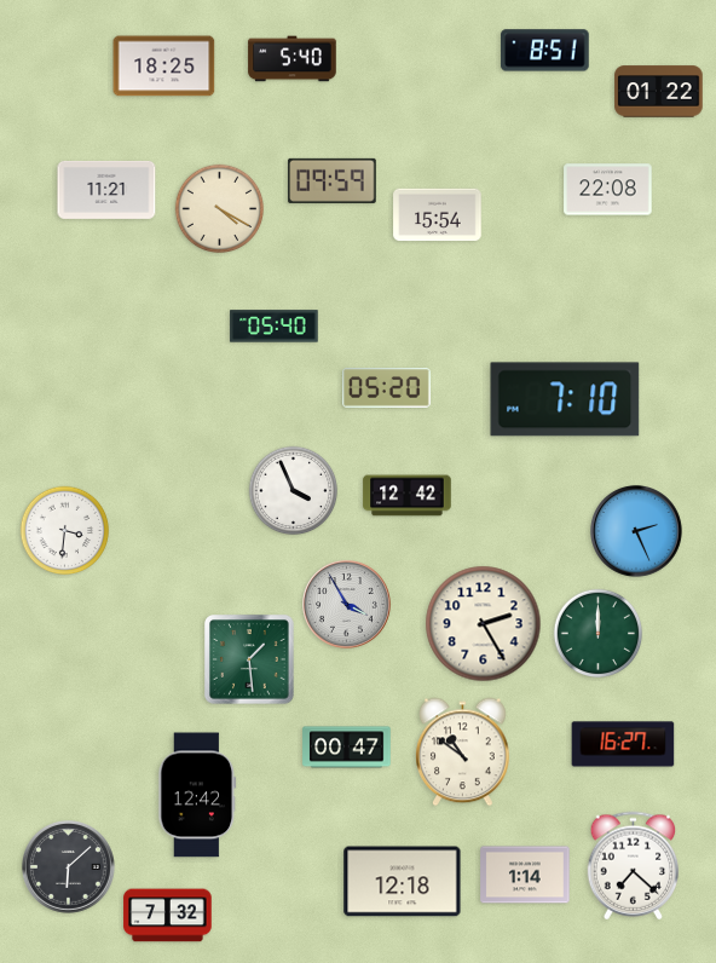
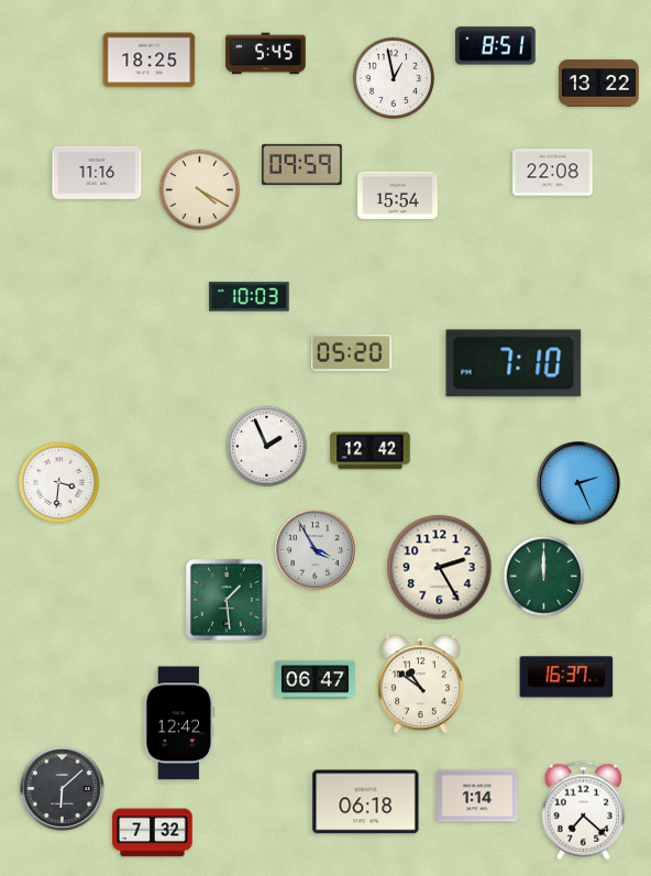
clock at (293, 59): 5:40 -> 5:45
clock at (394, 78): none -> 12:58
clock at (659, 92): 01:22 -> 13:22
clock at (106, 190): 11:21 -> 11:16
clock at (275, 327): 05:40 -> 10:03
clock at (294, 491): 3:56 -> 1:56
clock at (623, 744): 16:27 -> 16:37
clock at (347, 748): 00:47 -> 06:47
clock at (634, 866) position: (634, 866) -> (584, 811)
clock at (403, 882): 12:18 -> 06:18
